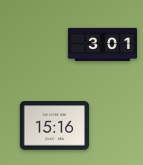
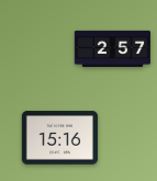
clock at (102, 44): 3:01 -> 2:57
